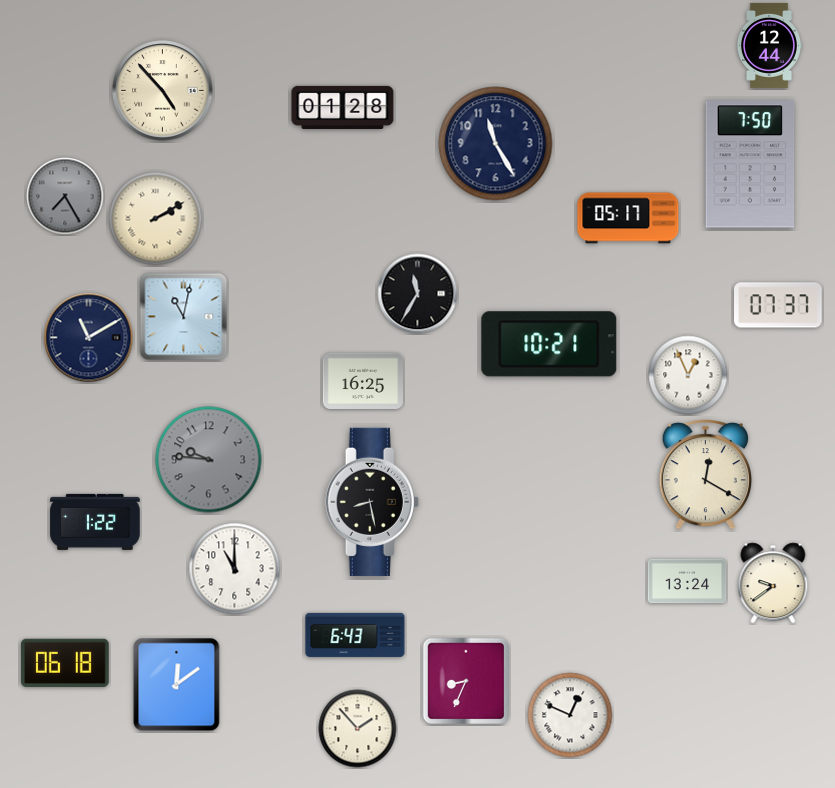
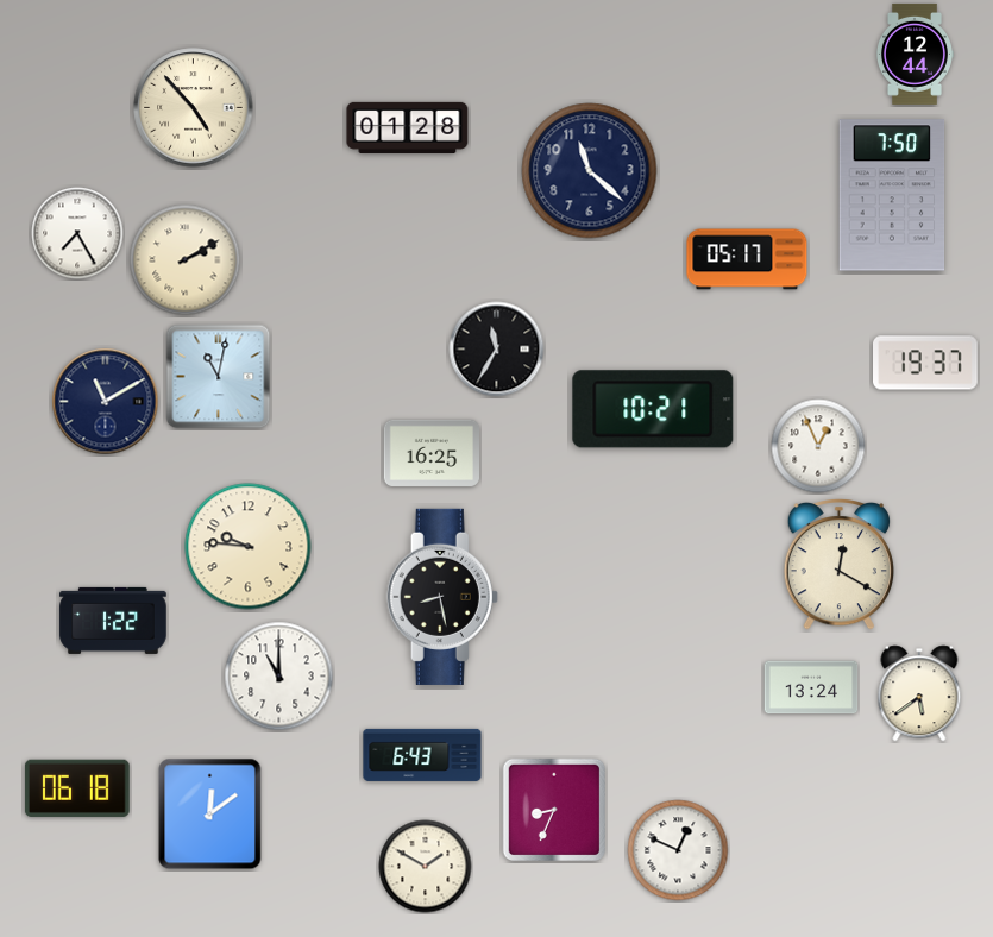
clock at (496, 144): 11:25 -> 11:22
clock at (65, 196) dial: grey -> white
clock at (779, 305): 07:37 -> 19:37
clock at (209, 460) dial: grey -> cream
clock at (687, 581) position: (687, 581) -> (811, 687)
clock at (773, 583): 9:39 -> 5:39
clock at (358, 729): 1:53 -> 1:50
